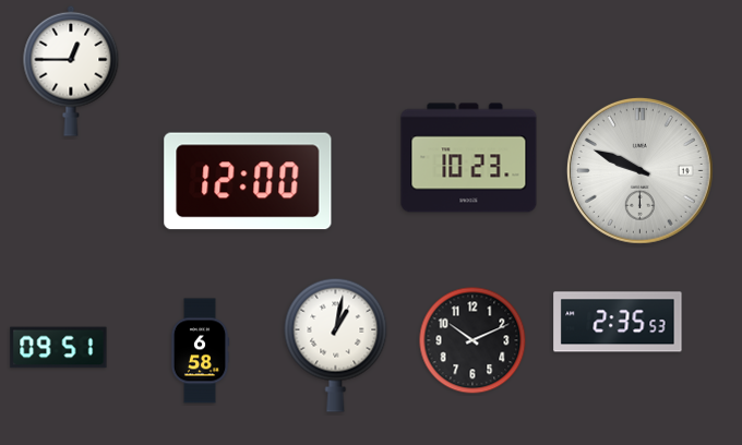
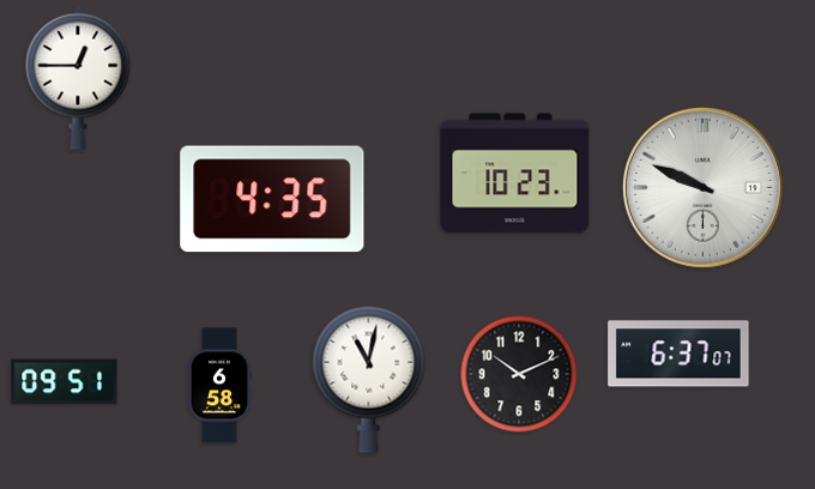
clock at (248, 181): 12:00 -> 4:35
clock at (618, 322): 2:35 -> 6:37
clock at (336, 345): 1:02 -> 11:02
